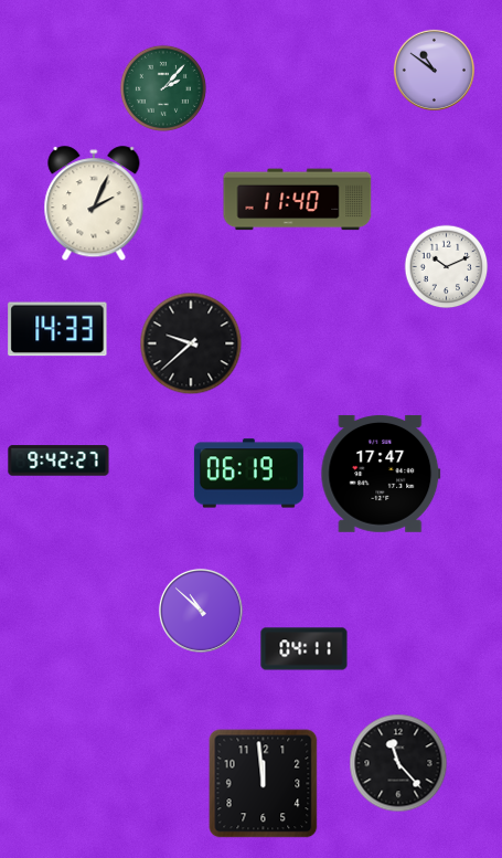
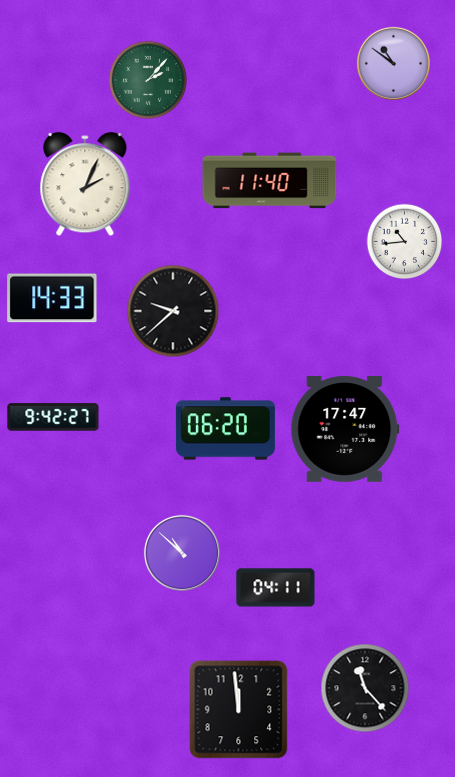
clock at (447, 267): 10:11 -> 10:44
clock at (248, 474): 06:19 -> 06:20
clock at (398, 763) position: (398, 763) -> (365, 688)
